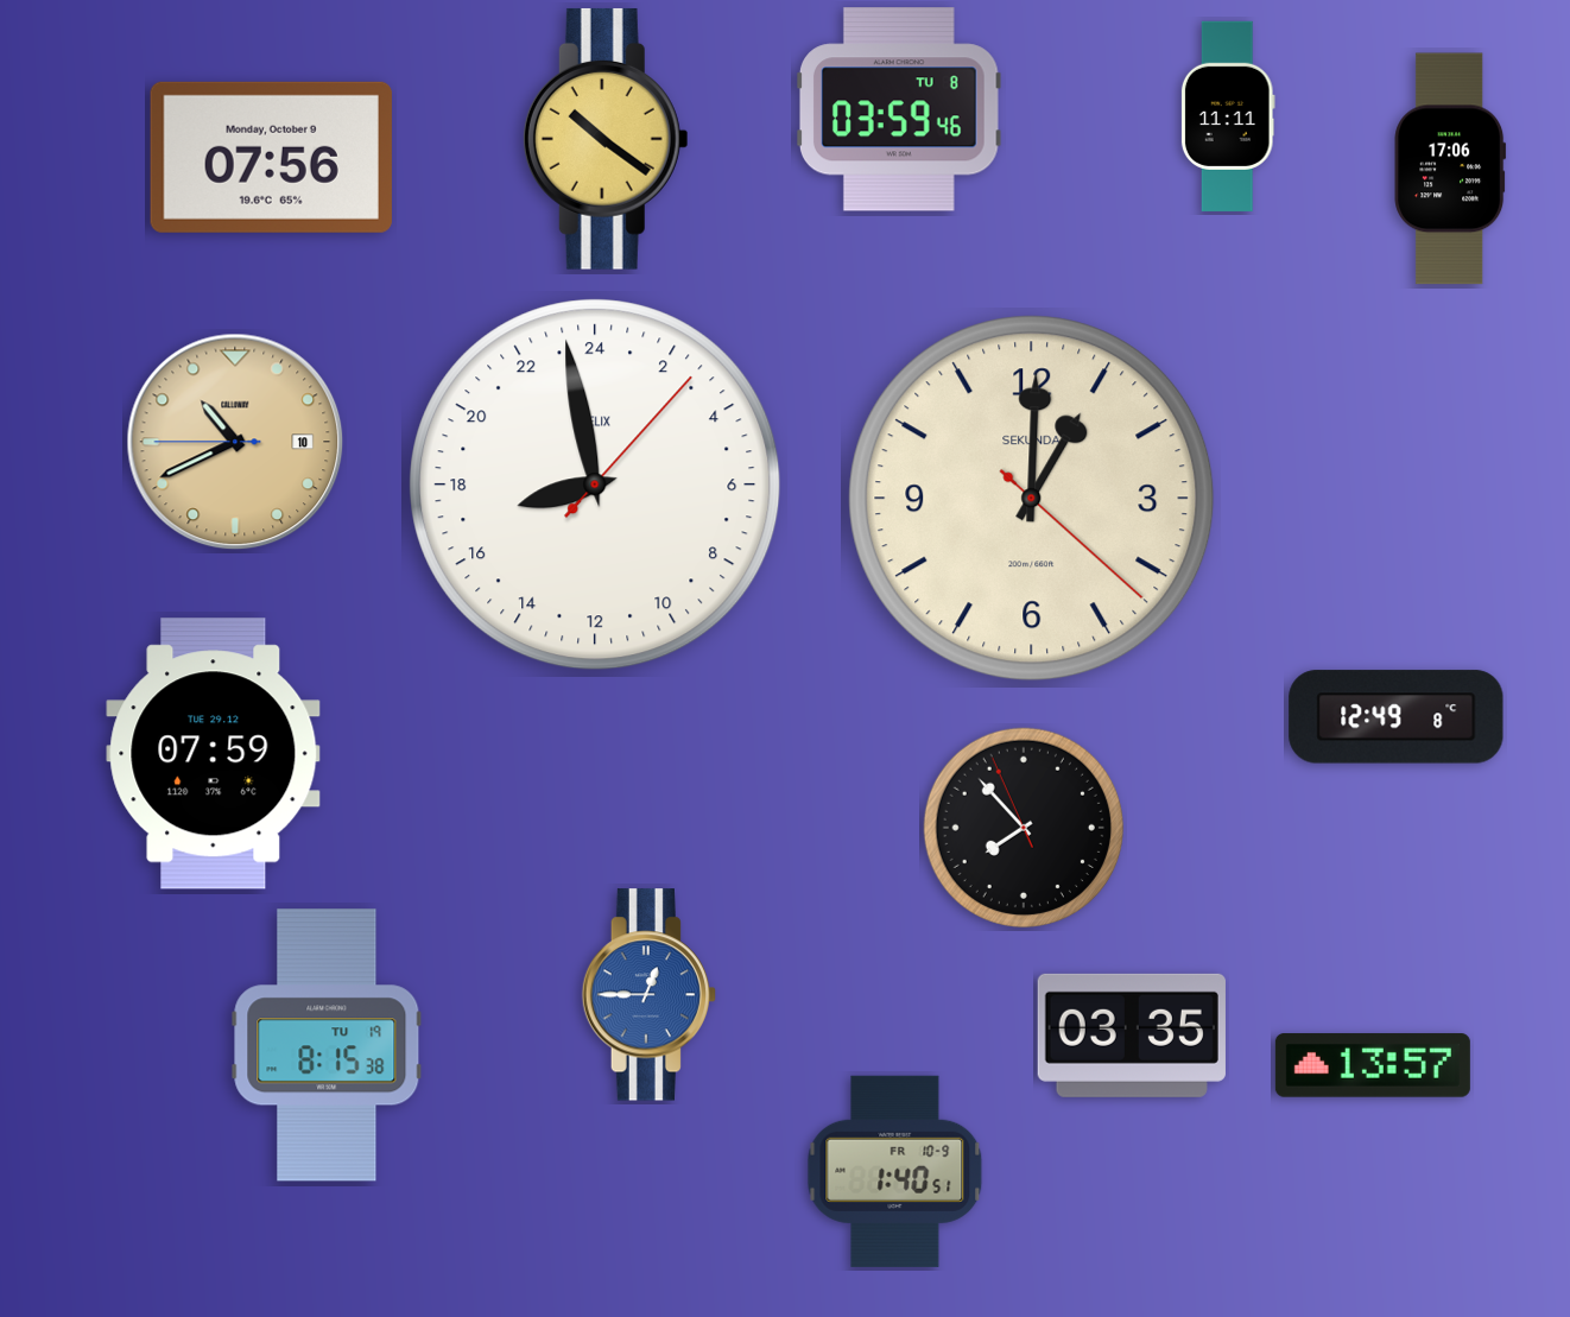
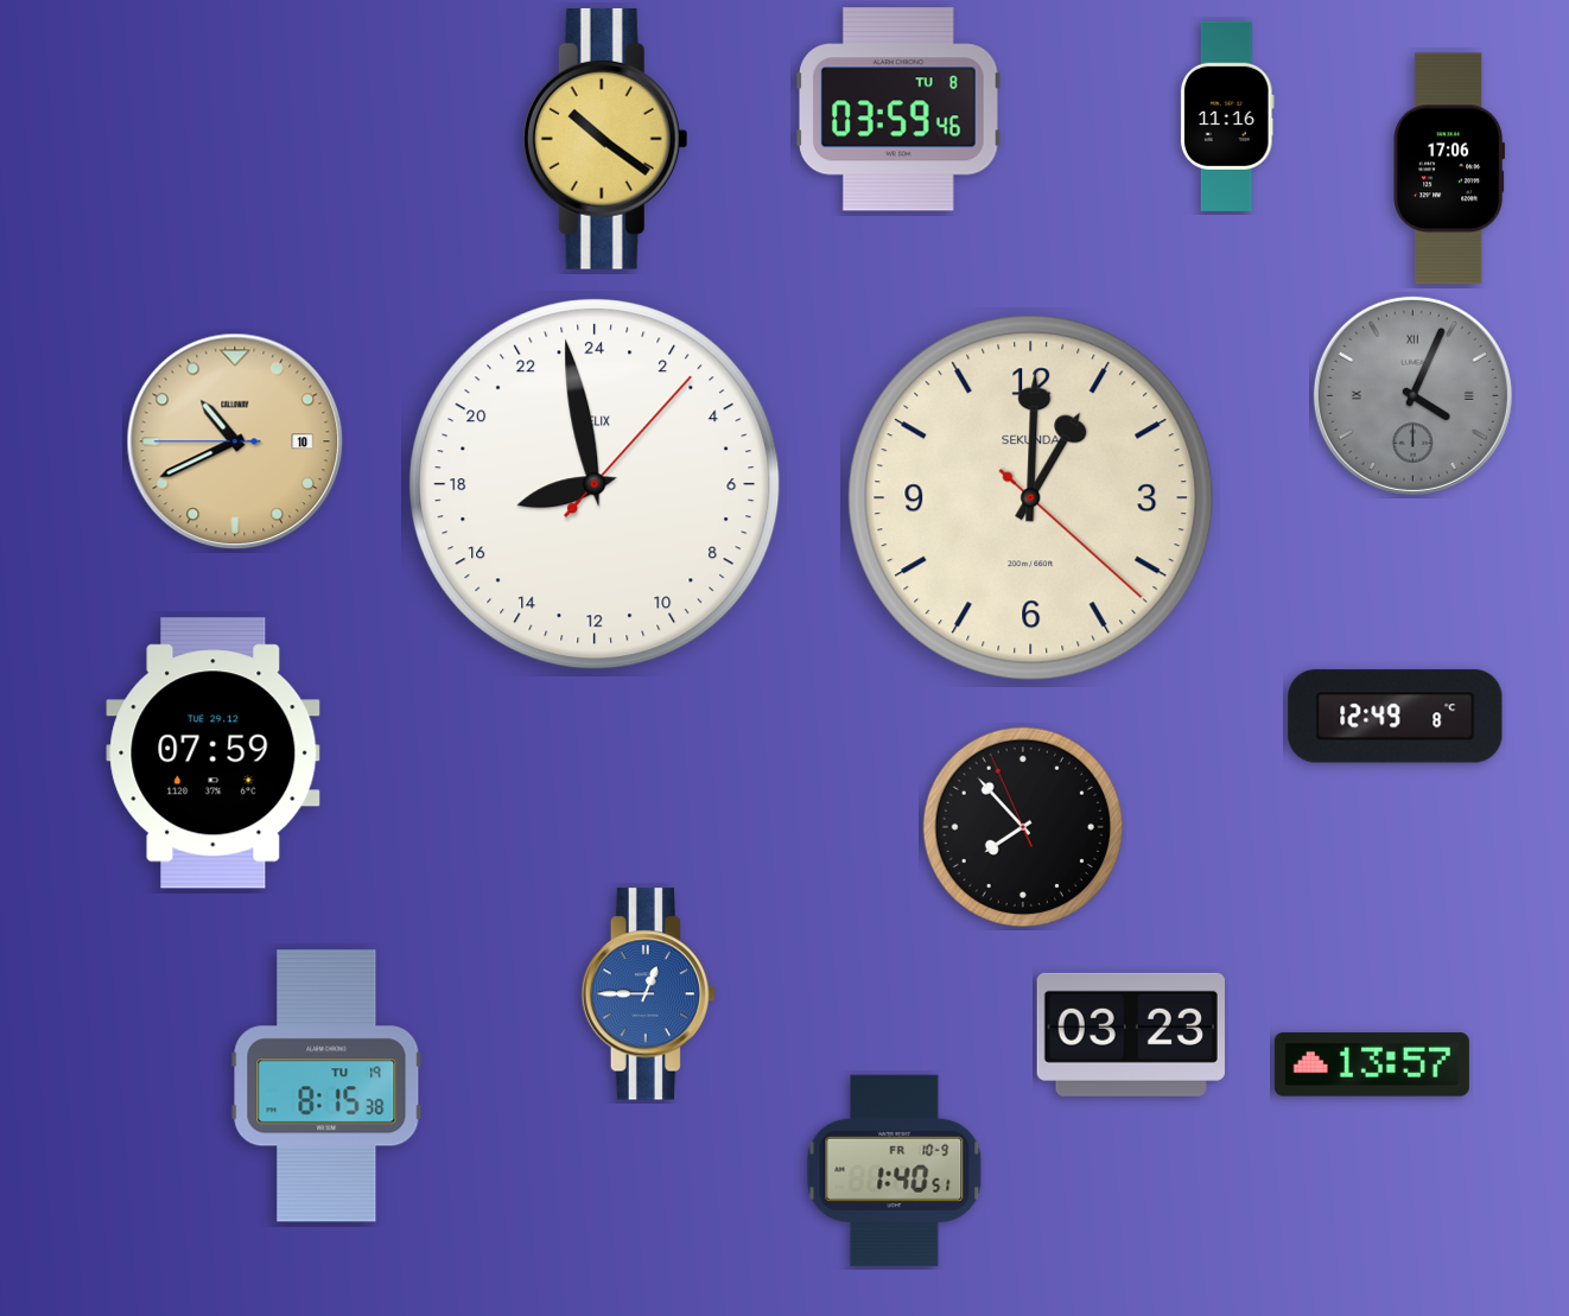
clock at (1228, 116): 11:11 -> 11:16
clock at (271, 157): 07:56 -> none
clock at (1412, 395): none -> 4:04
clock at (1132, 1036): 03:35 -> 03:23
clock at (327, 1045) position: (327, 1045) -> (326, 1086)
